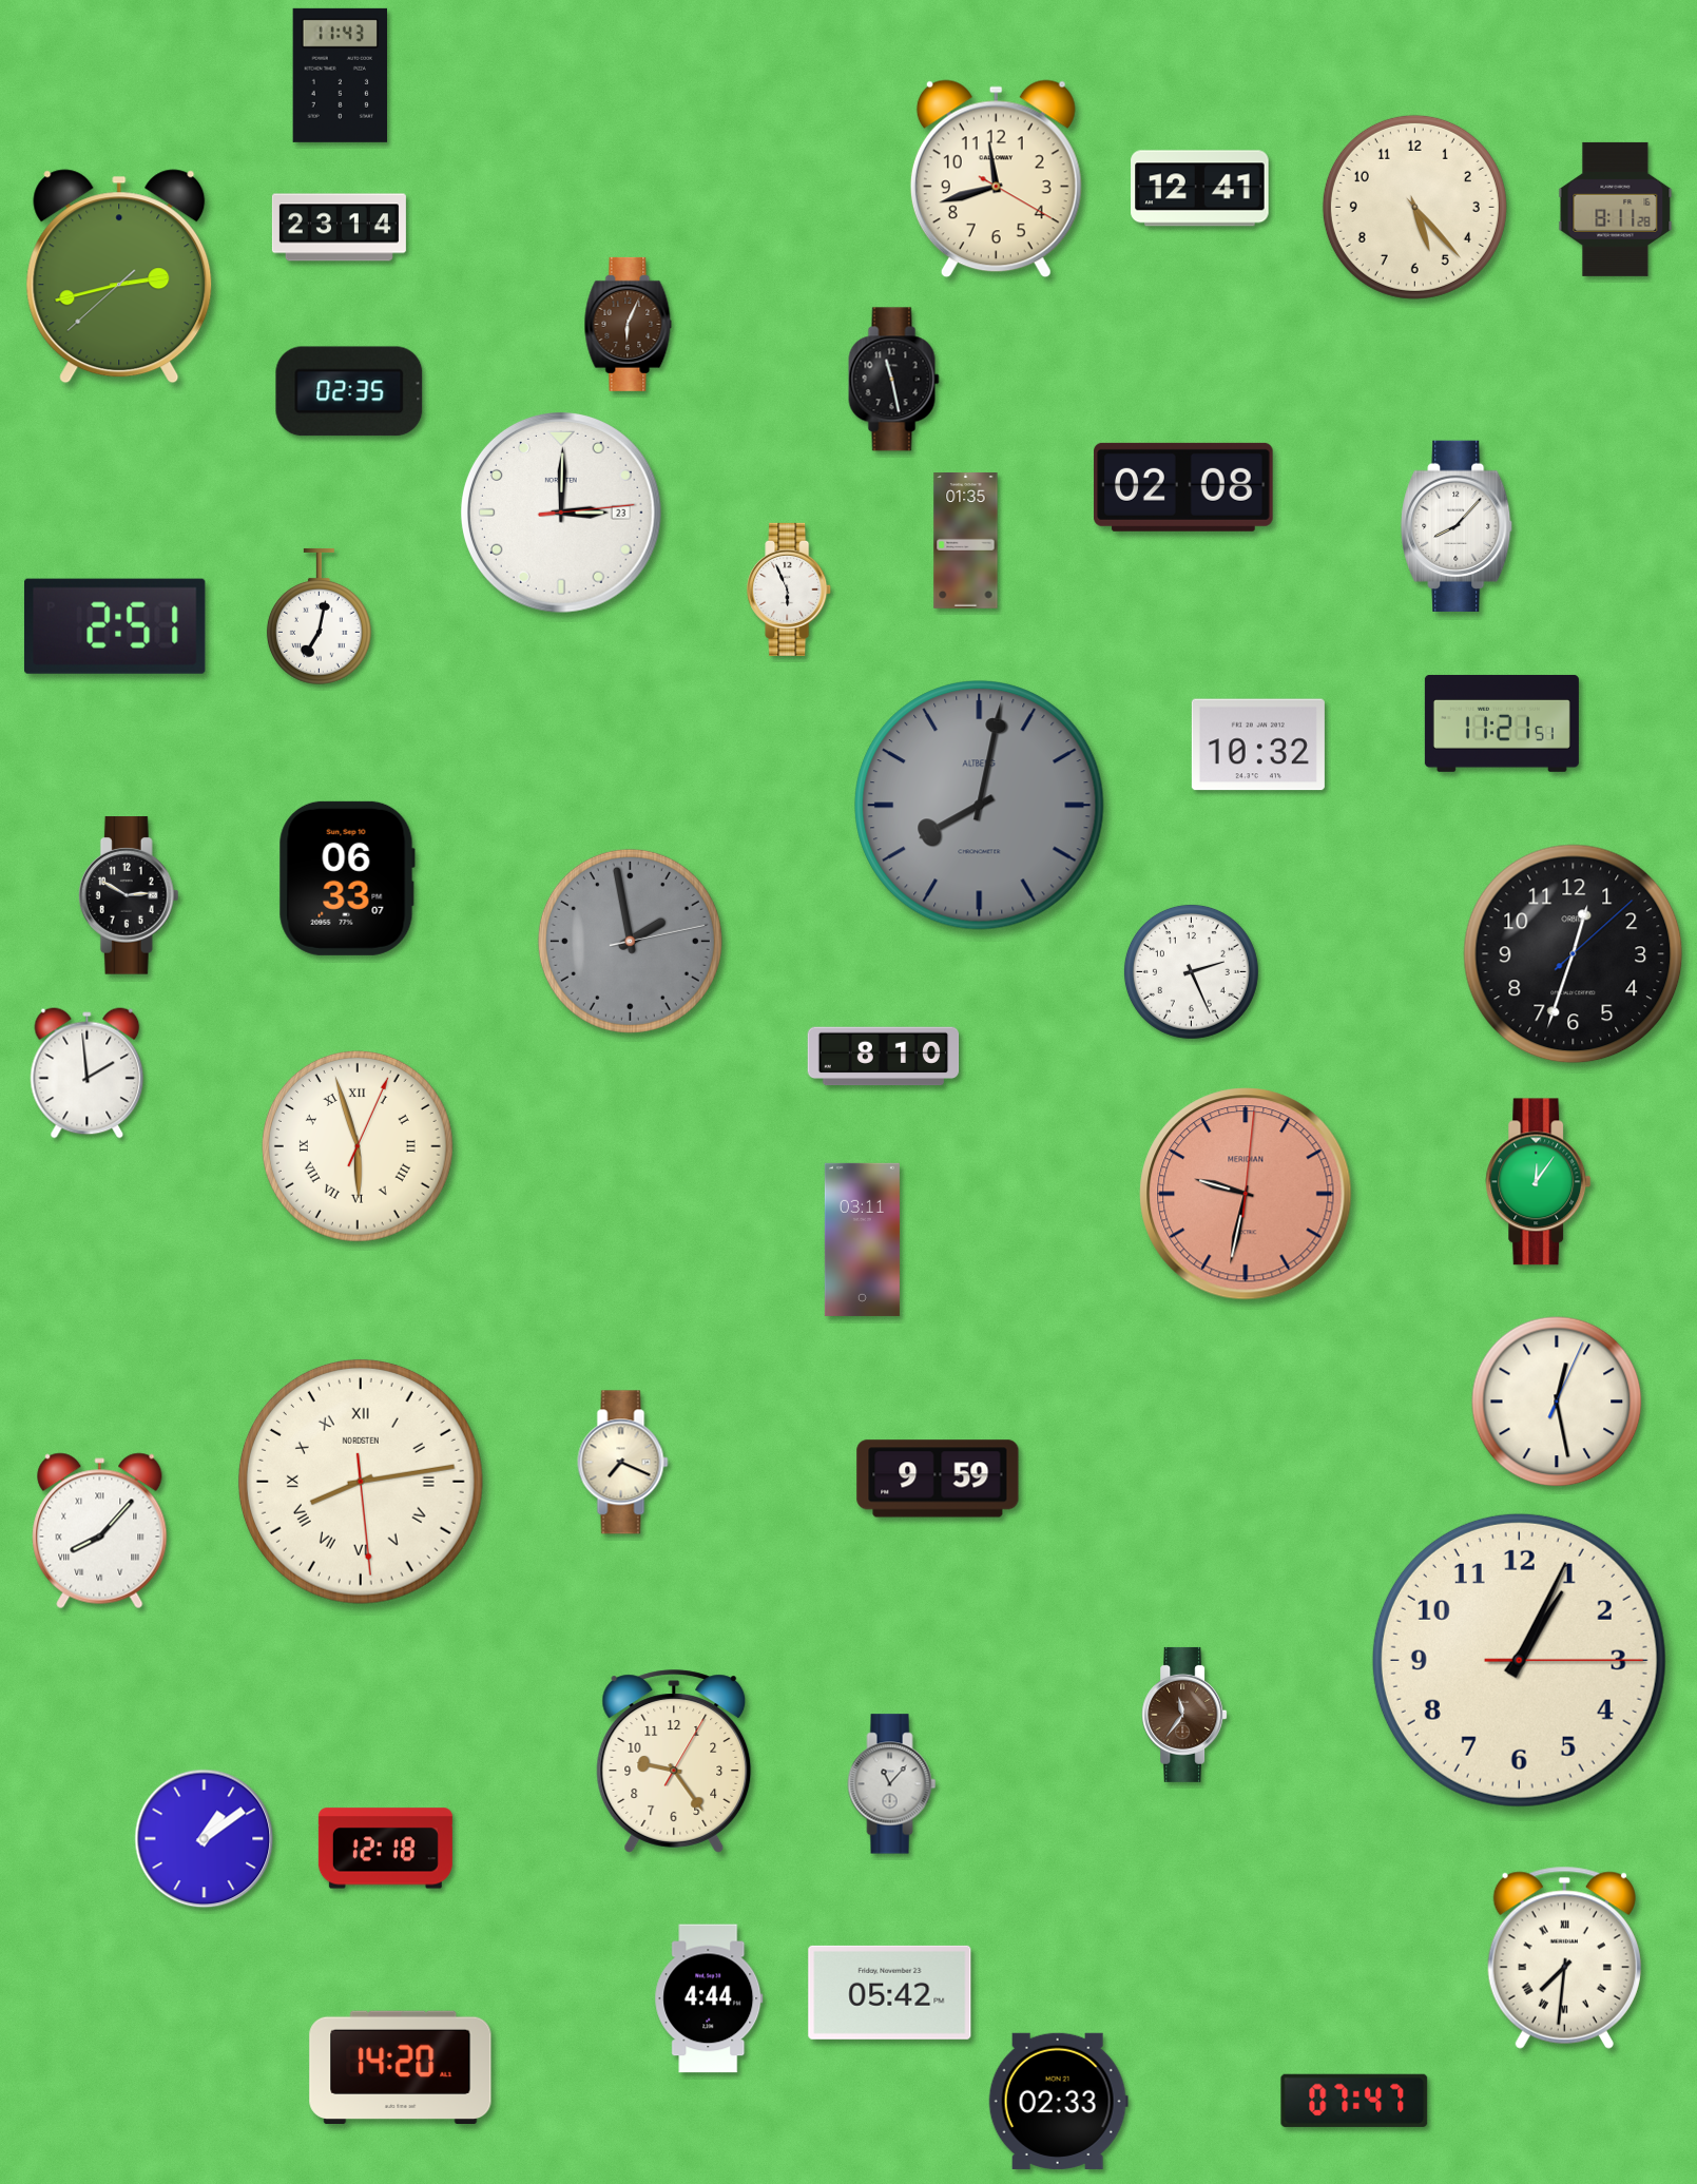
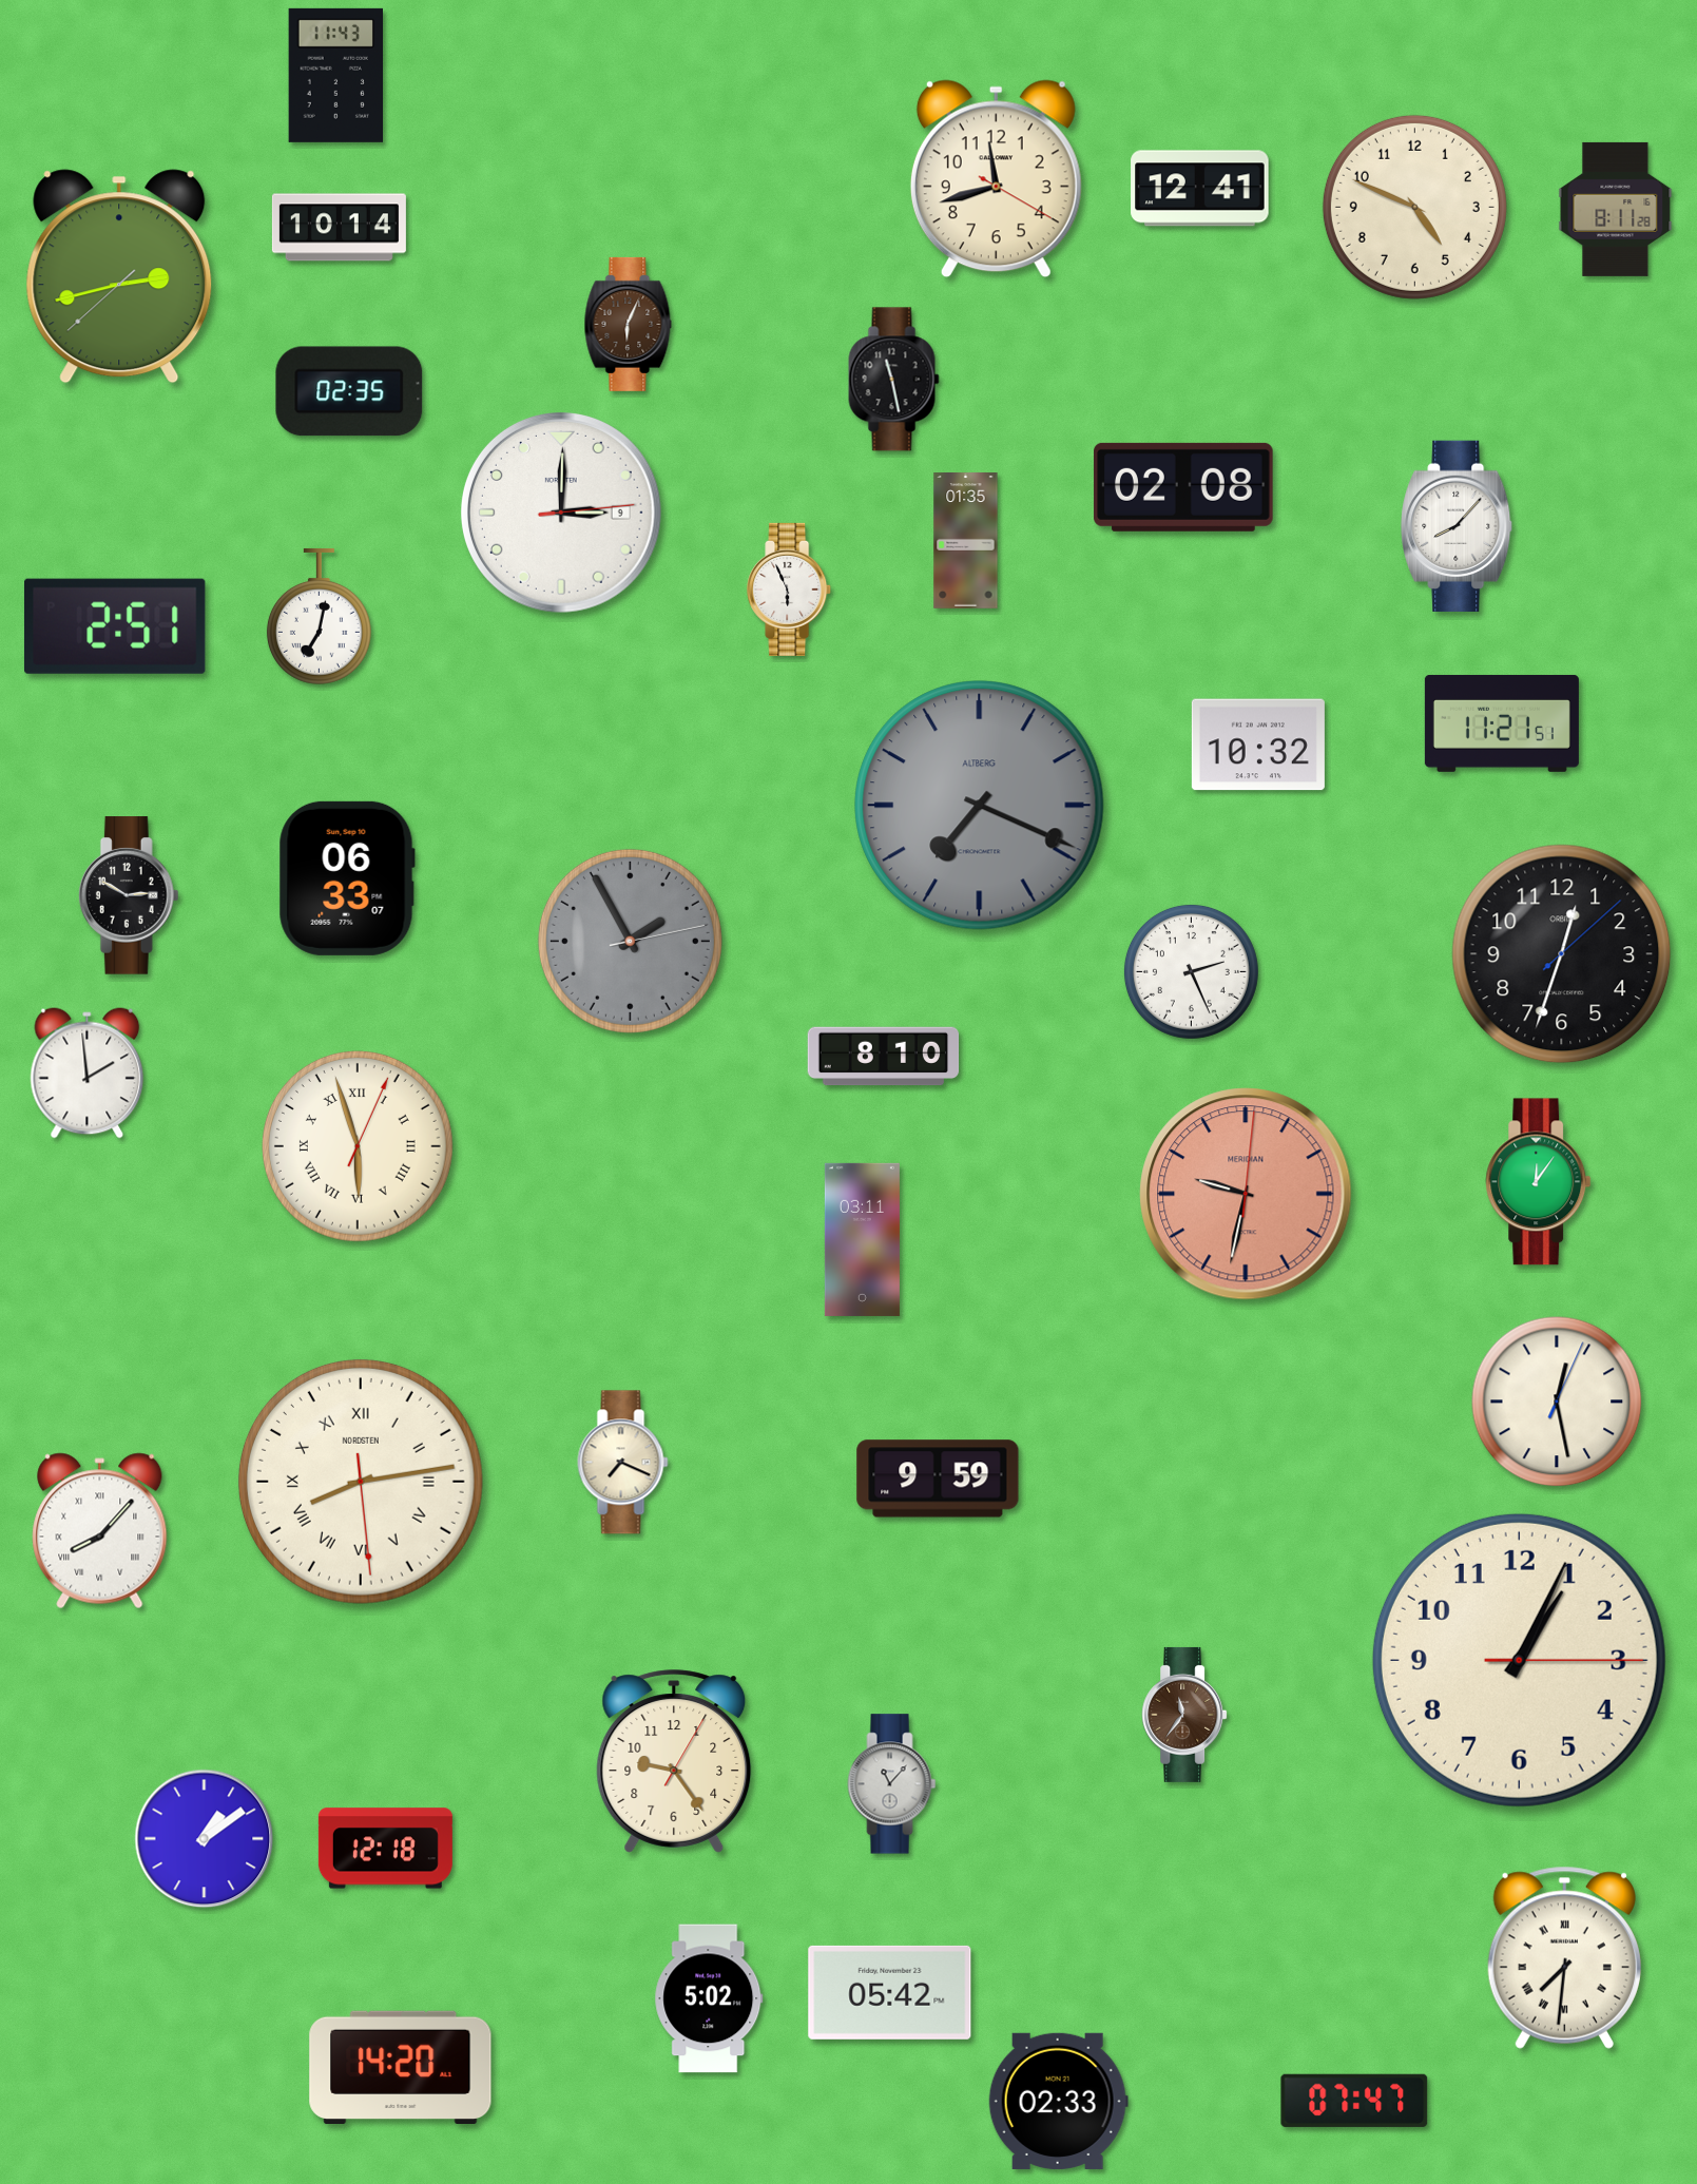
clock at (340, 75) position: (340, 75) -> (335, 75)
clock at (1414, 207): 5:23 -> 4:49
clock at (339, 228): 23:14 -> 10:14
clock at (562, 514) date: 23 -> 9
clock at (980, 806): 8:02 -> 7:19
clock at (630, 941): 1:58 -> 1:55
clock at (1574, 954) position: (1574, 954) -> (1562, 954)
clock at (709, 1998): 4:44 -> 5:02
